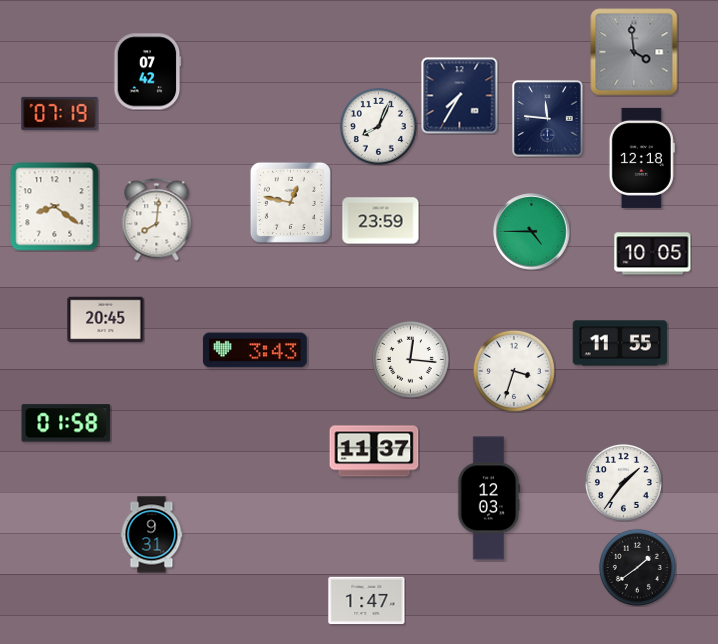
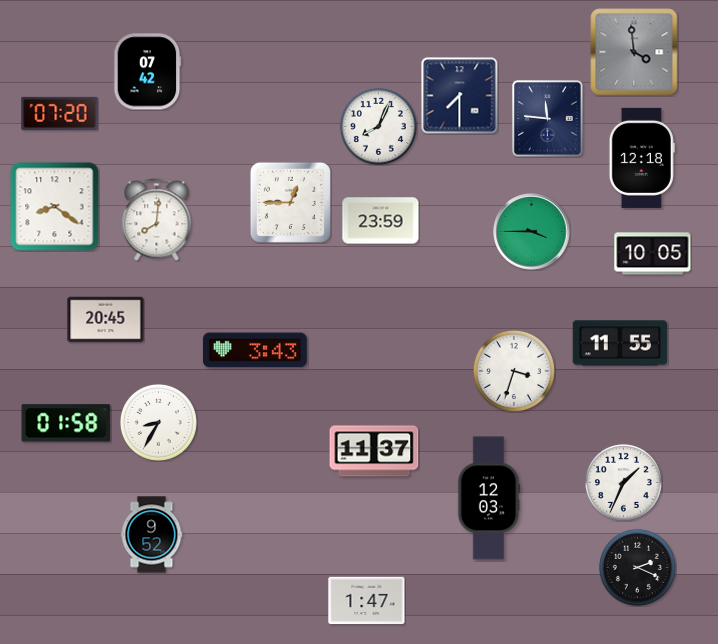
clock at (460, 96): 7:35 -> 7:30
clock at (60, 113): 07:19 -> 07:20
clock at (290, 202): 12:47 -> 12:45
clock at (532, 232): 4:45 -> 3:45
clock at (410, 359): 12:16 -> none
clock at (158, 422): none -> 8:35
clock at (623, 482): 1:36 -> 1:34
clock at (152, 535): 9:31 -> 9:52
clock at (637, 567): 1:39 -> 2:19
